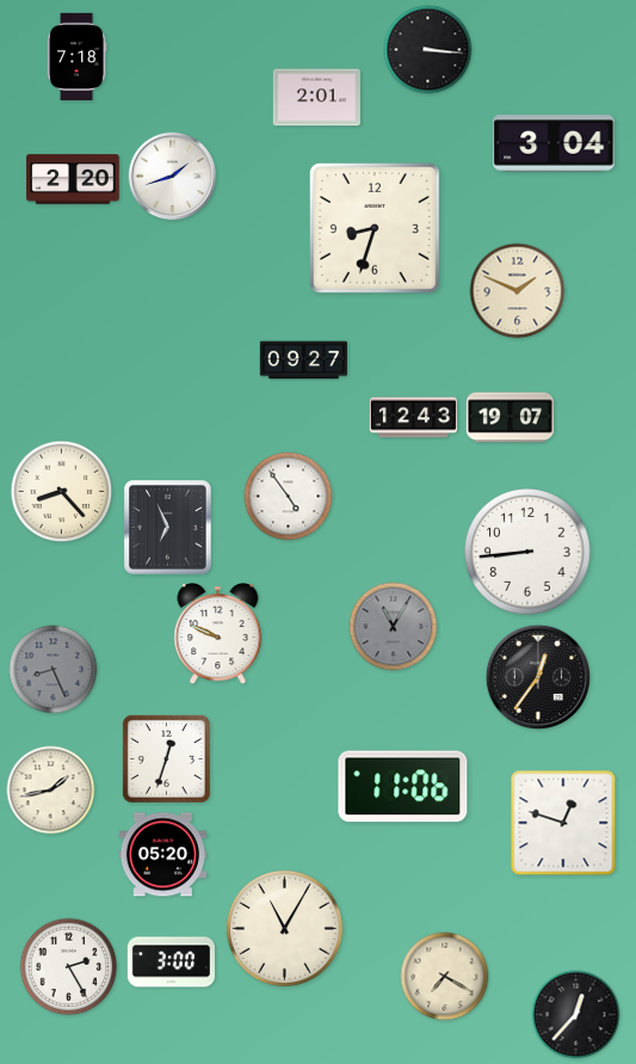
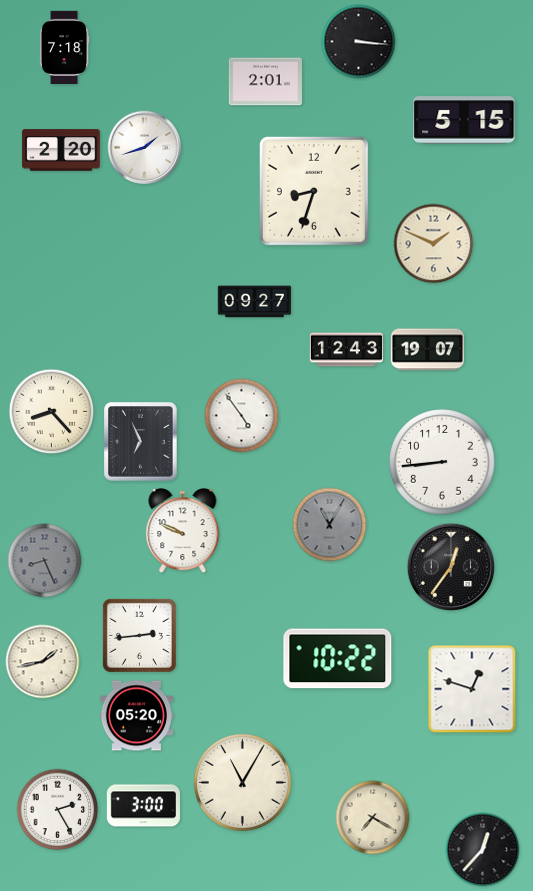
clock at (554, 143): 3:04 -> 5:15
clock at (166, 758): 12:33 -> 2:44
clock at (403, 787): 11:06 -> 10:22
clock at (284, 928) position: (284, 928) -> (242, 782)
